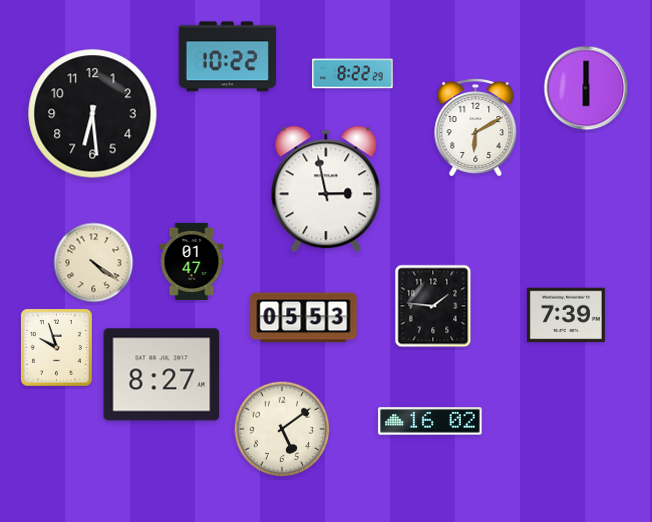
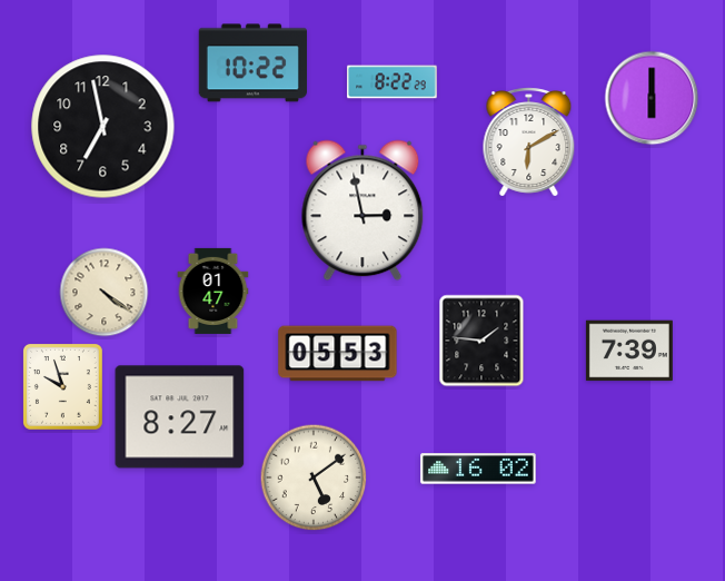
clock at (93, 114): 6:29 -> 6:58
